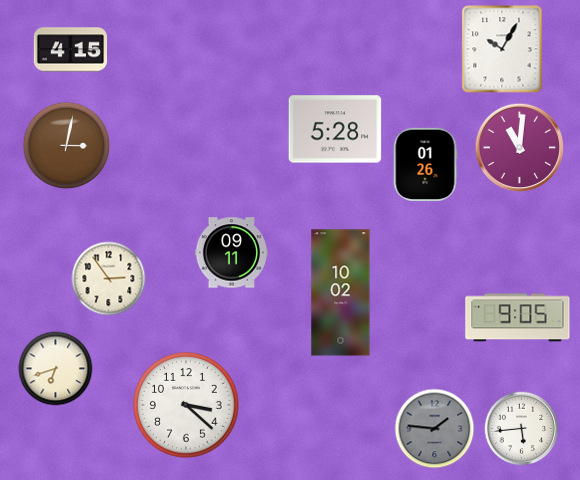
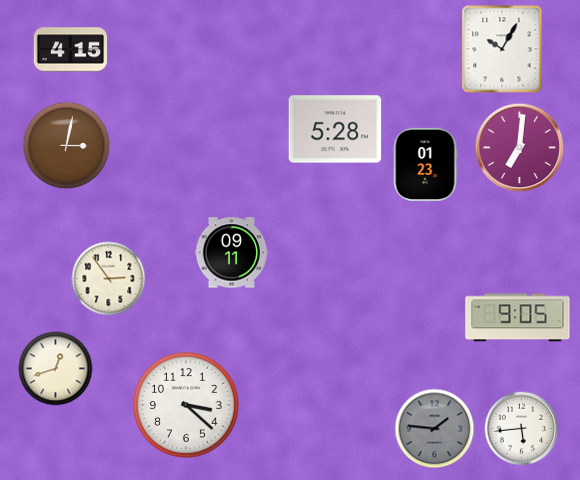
clock at (520, 148): 11:01 -> 7:01
clock at (425, 164): 01:26 -> 01:23
clock at (341, 293): 10:02 -> none
clock at (56, 369): 6:42 -> 12:42
